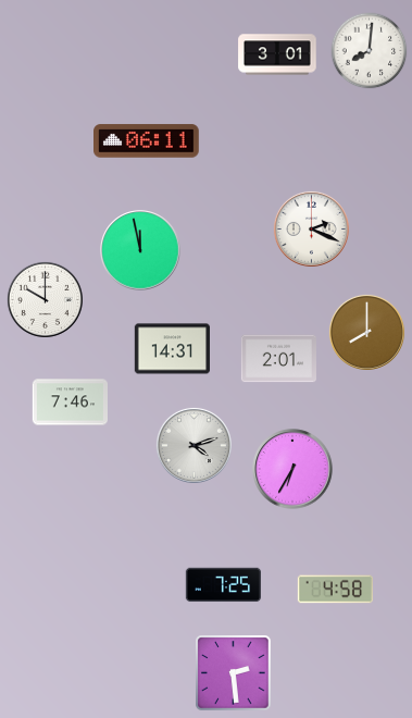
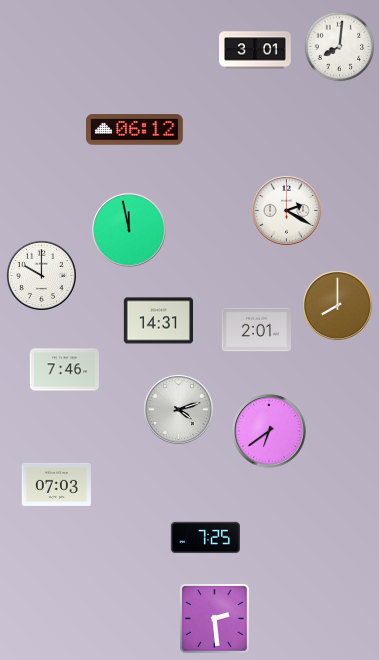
clock at (147, 141): 06:11 -> 06:12
clock at (311, 228): 2:19 -> 2:20
clock at (292, 469): 6:35 -> 6:39
clock at (56, 484): none -> 07:03
clock at (335, 590): 4:58 -> none
